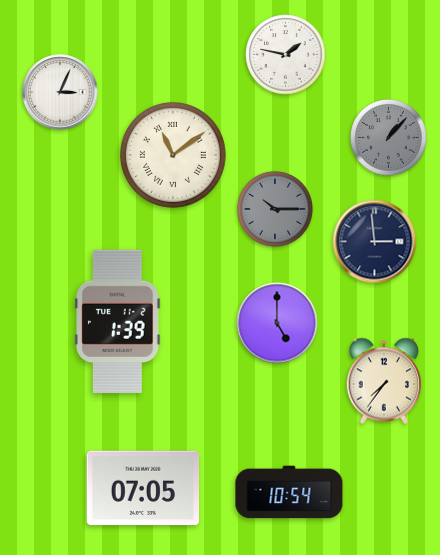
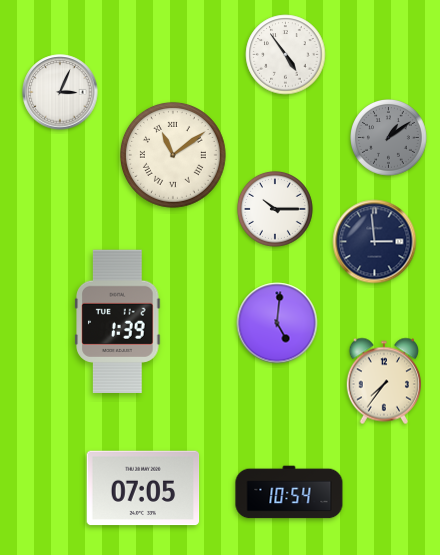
clock at (286, 55): 1:47 -> 4:54
clock at (389, 138): 1:07 -> 1:09
clock at (276, 210) dial: grey -> white
clock at (277, 323): 5:00 -> 5:01
